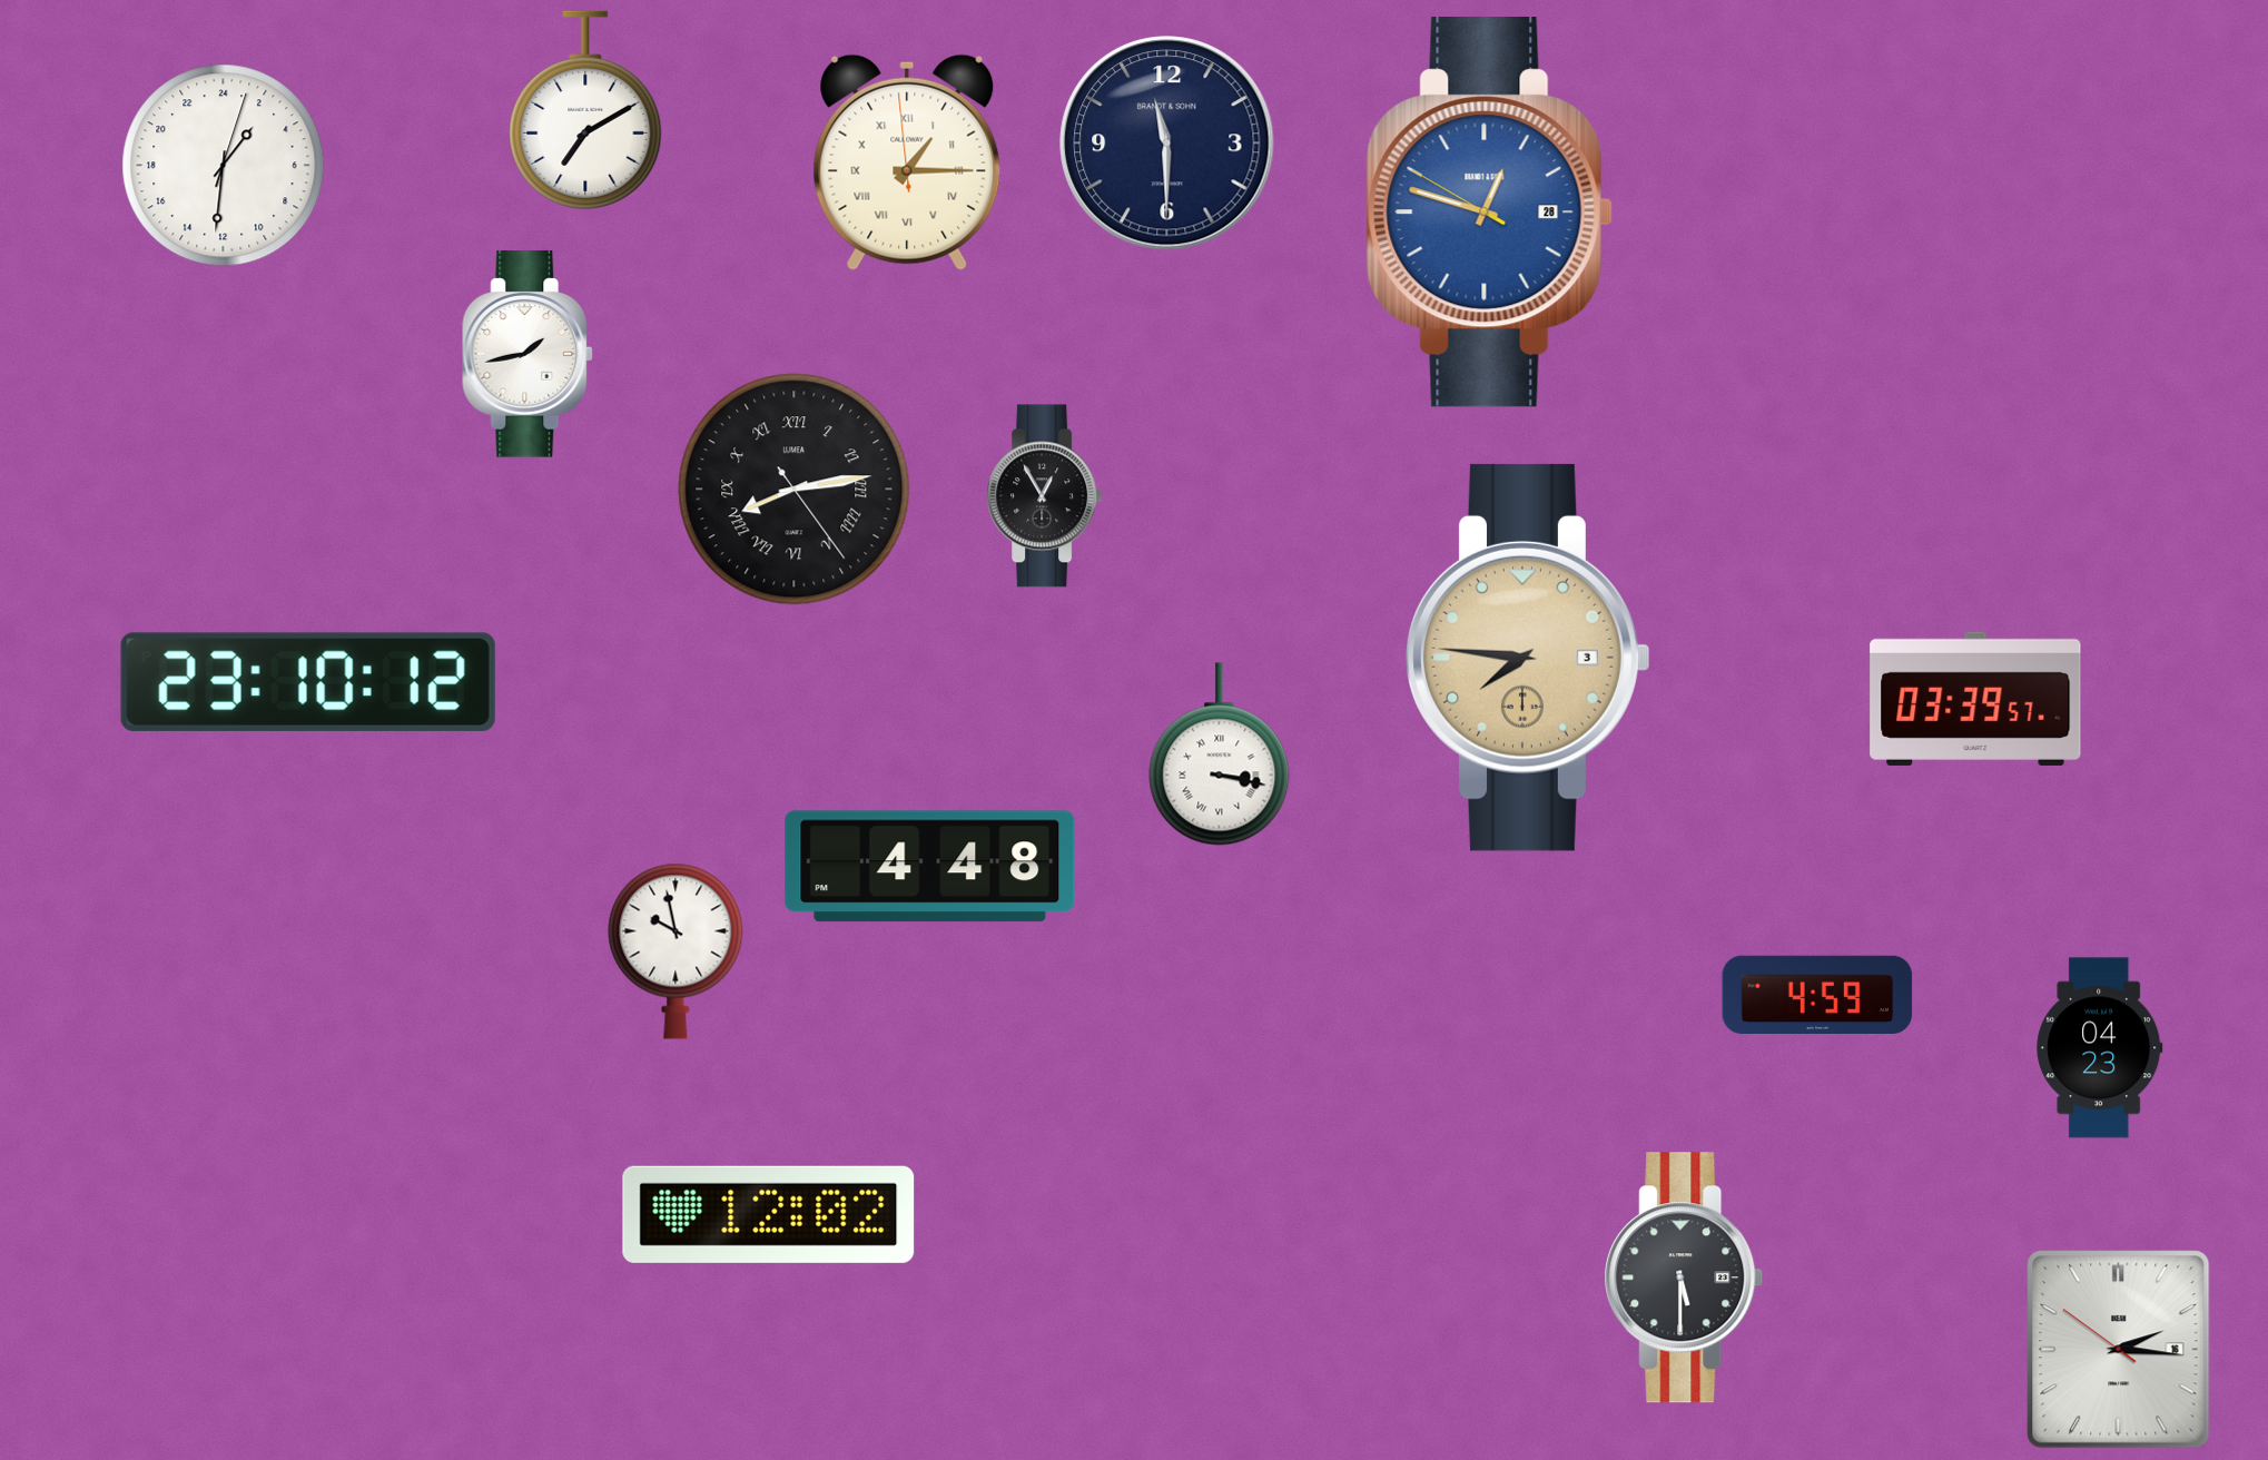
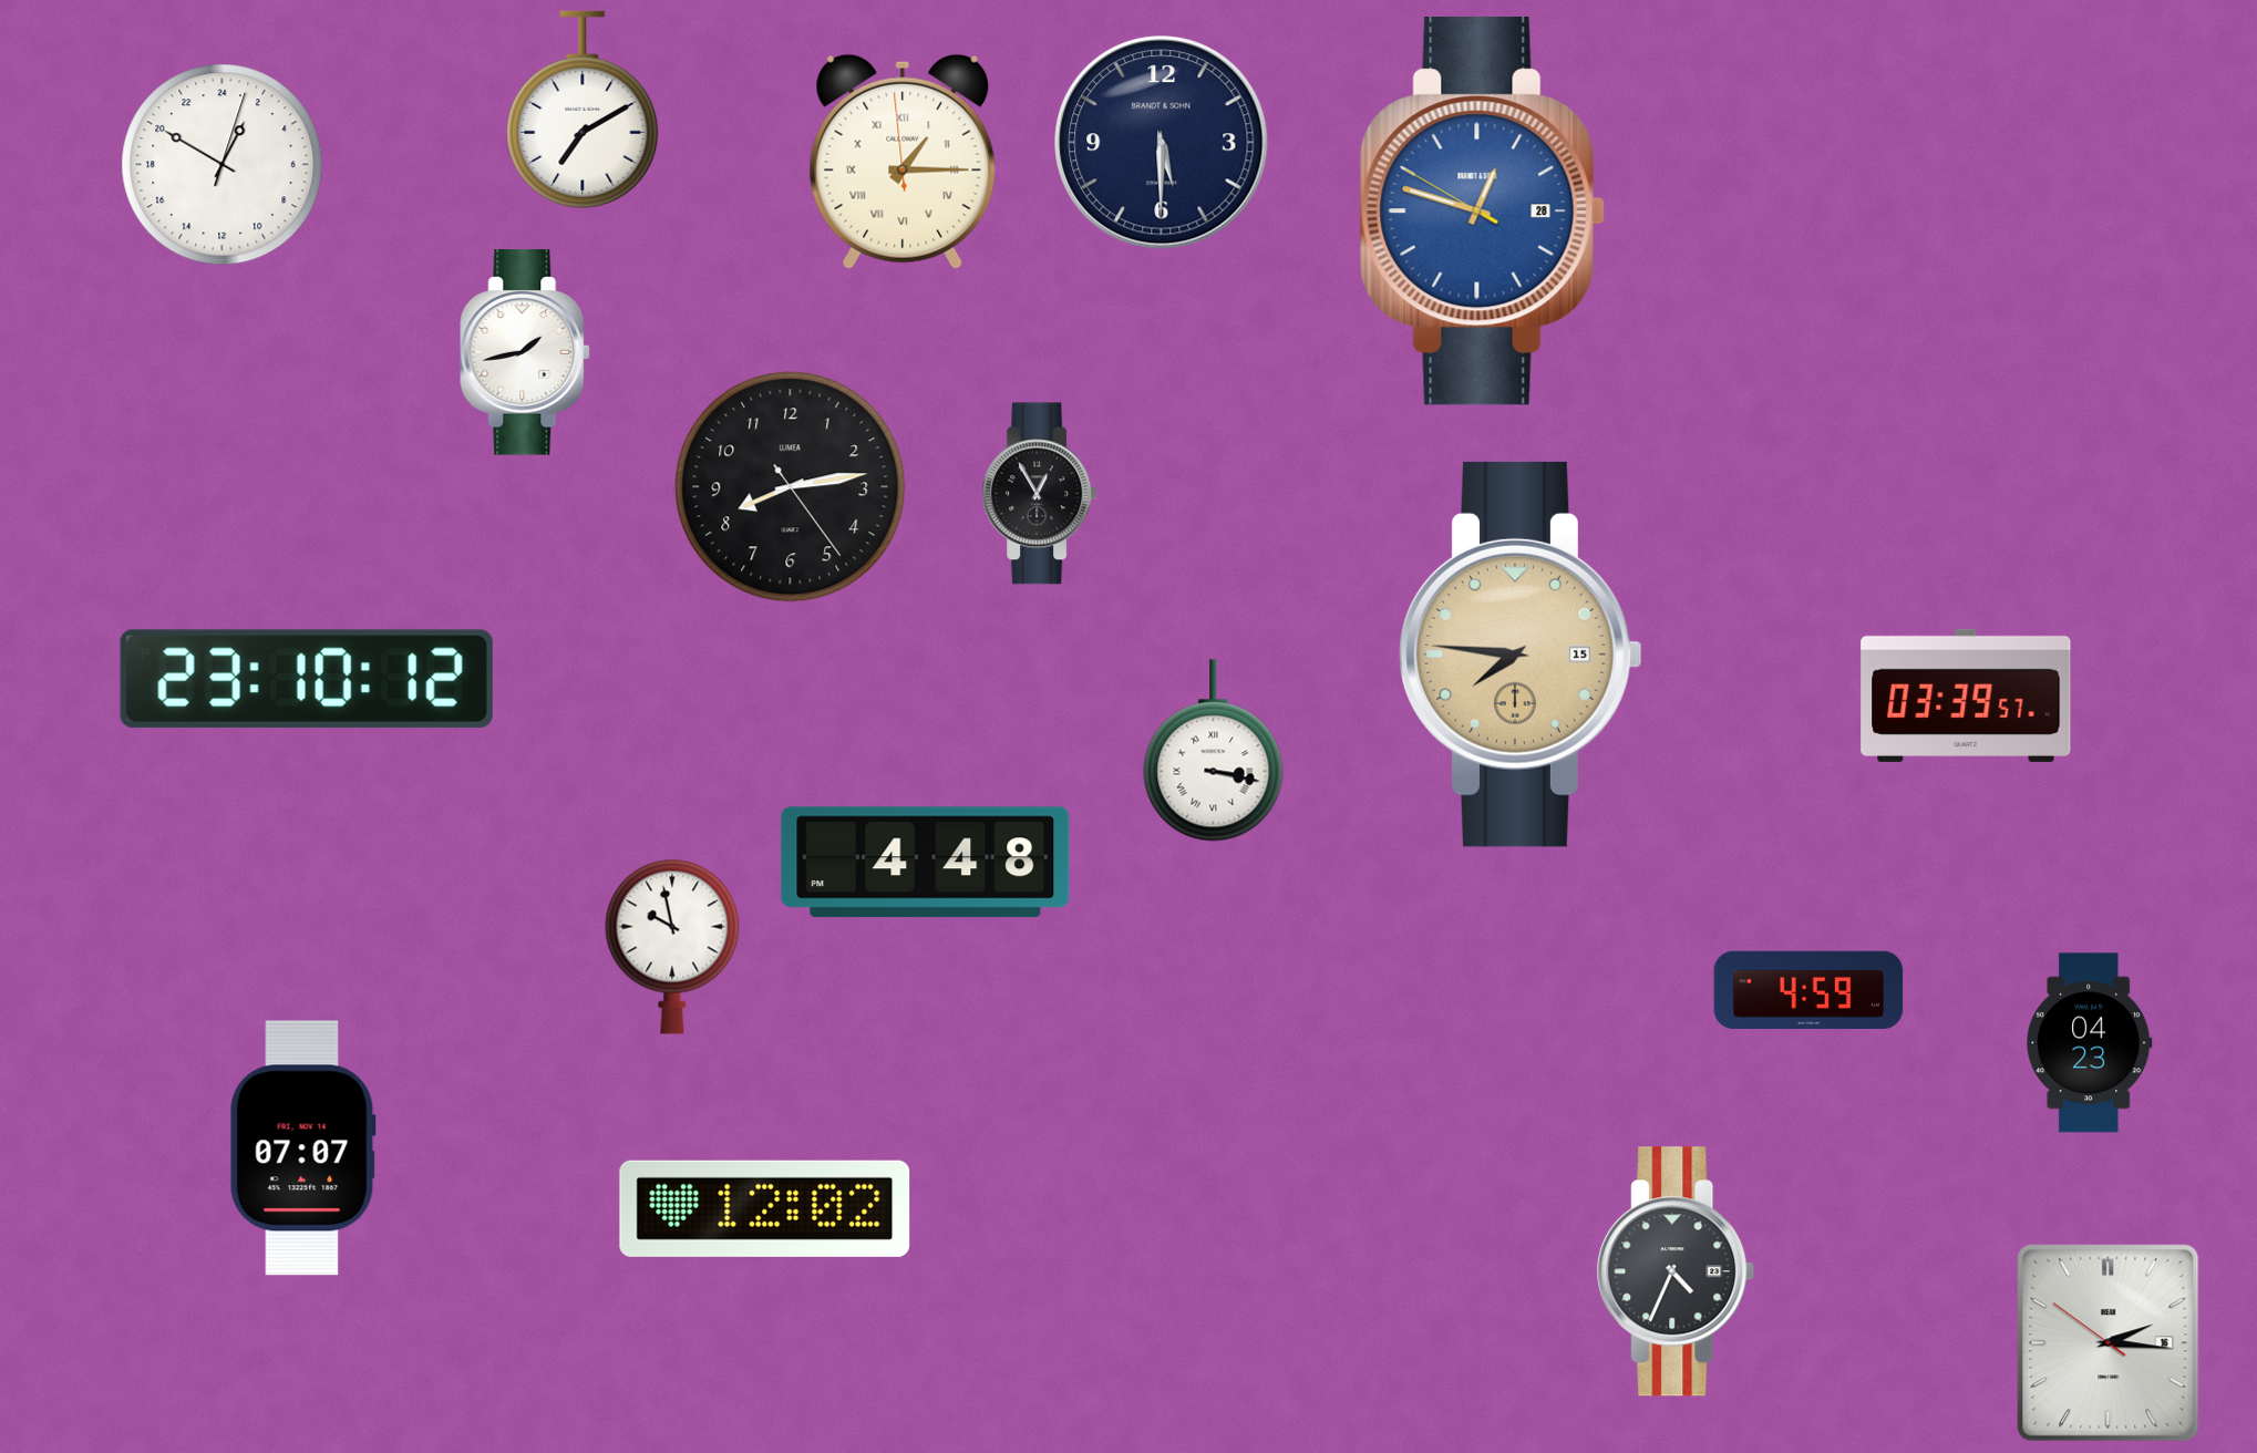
clock at (1167, 144): 11:30 -> 5:30
clock at (224, 166): 2:31 -> 1:50
clock at (795, 490) numerals: Roman -> Arabic
clock at (1528, 658) date: 3 -> 15
clock at (302, 1148): none -> 07:07
clock at (1684, 1277): 5:30 -> 4:34
